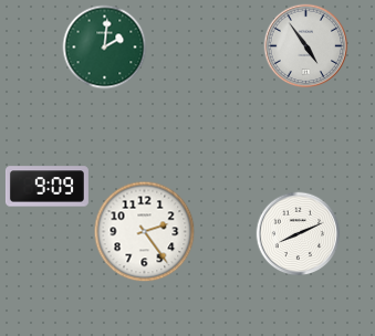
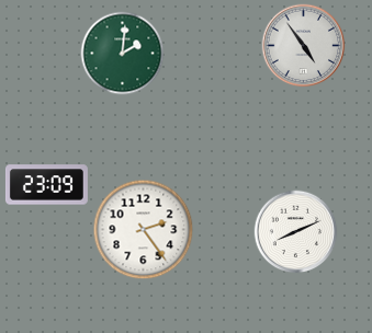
clock at (105, 48) position: (105, 48) -> (123, 54)
clock at (46, 187): 9:09 -> 23:09
